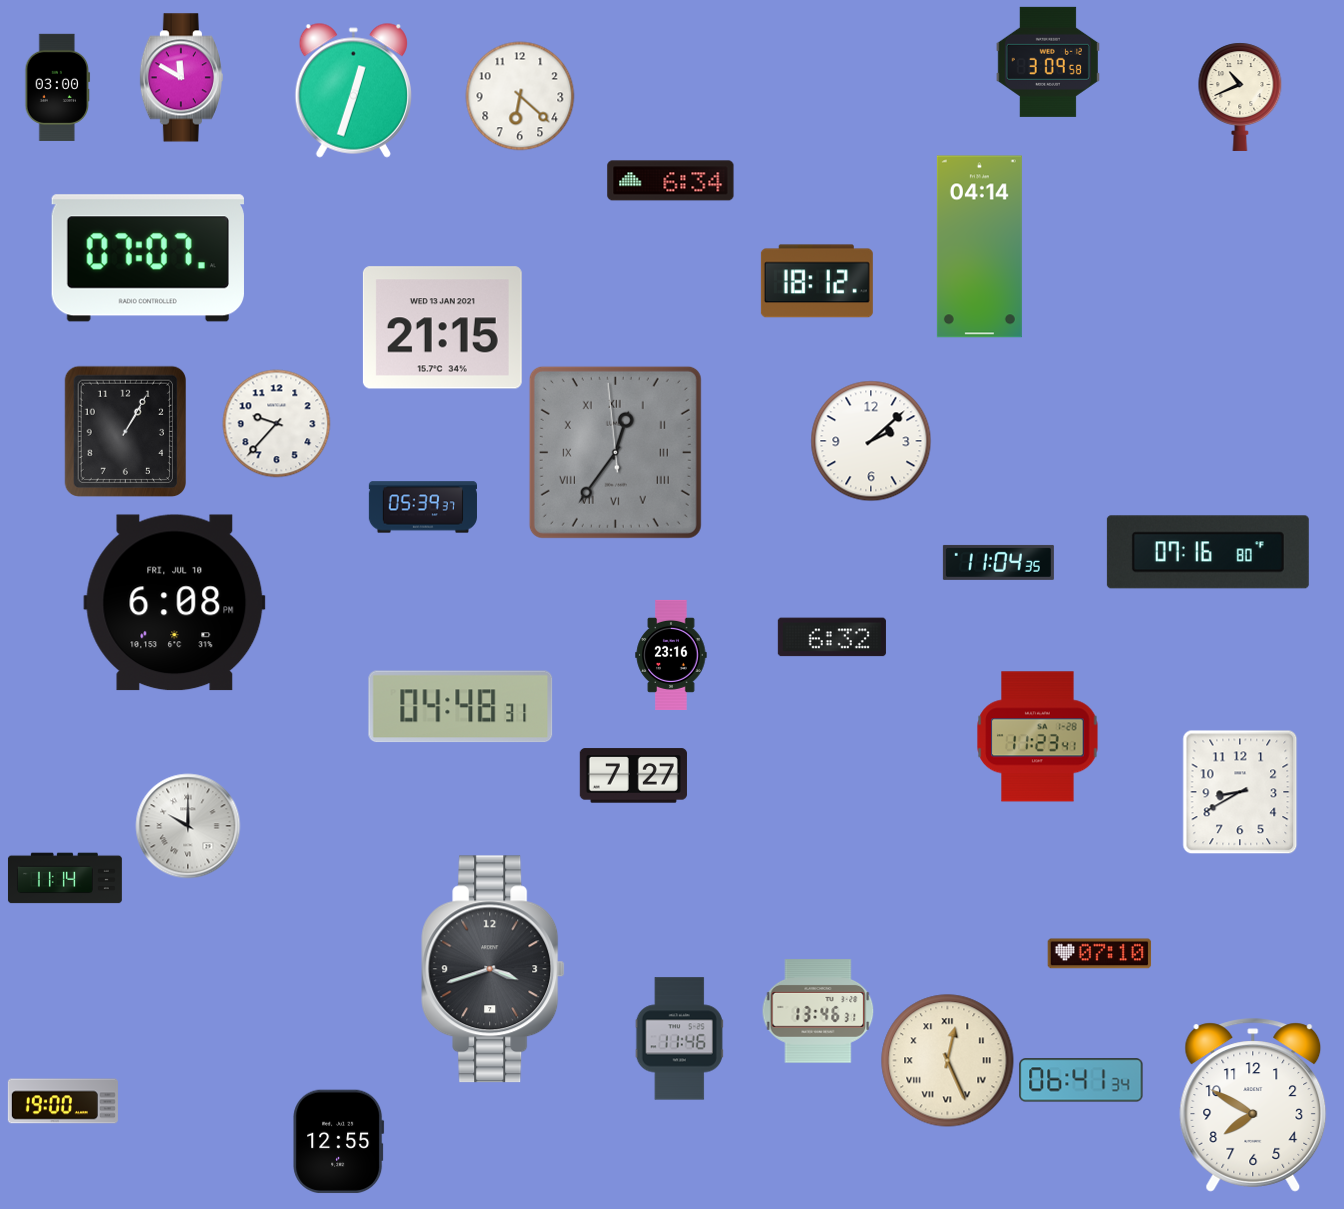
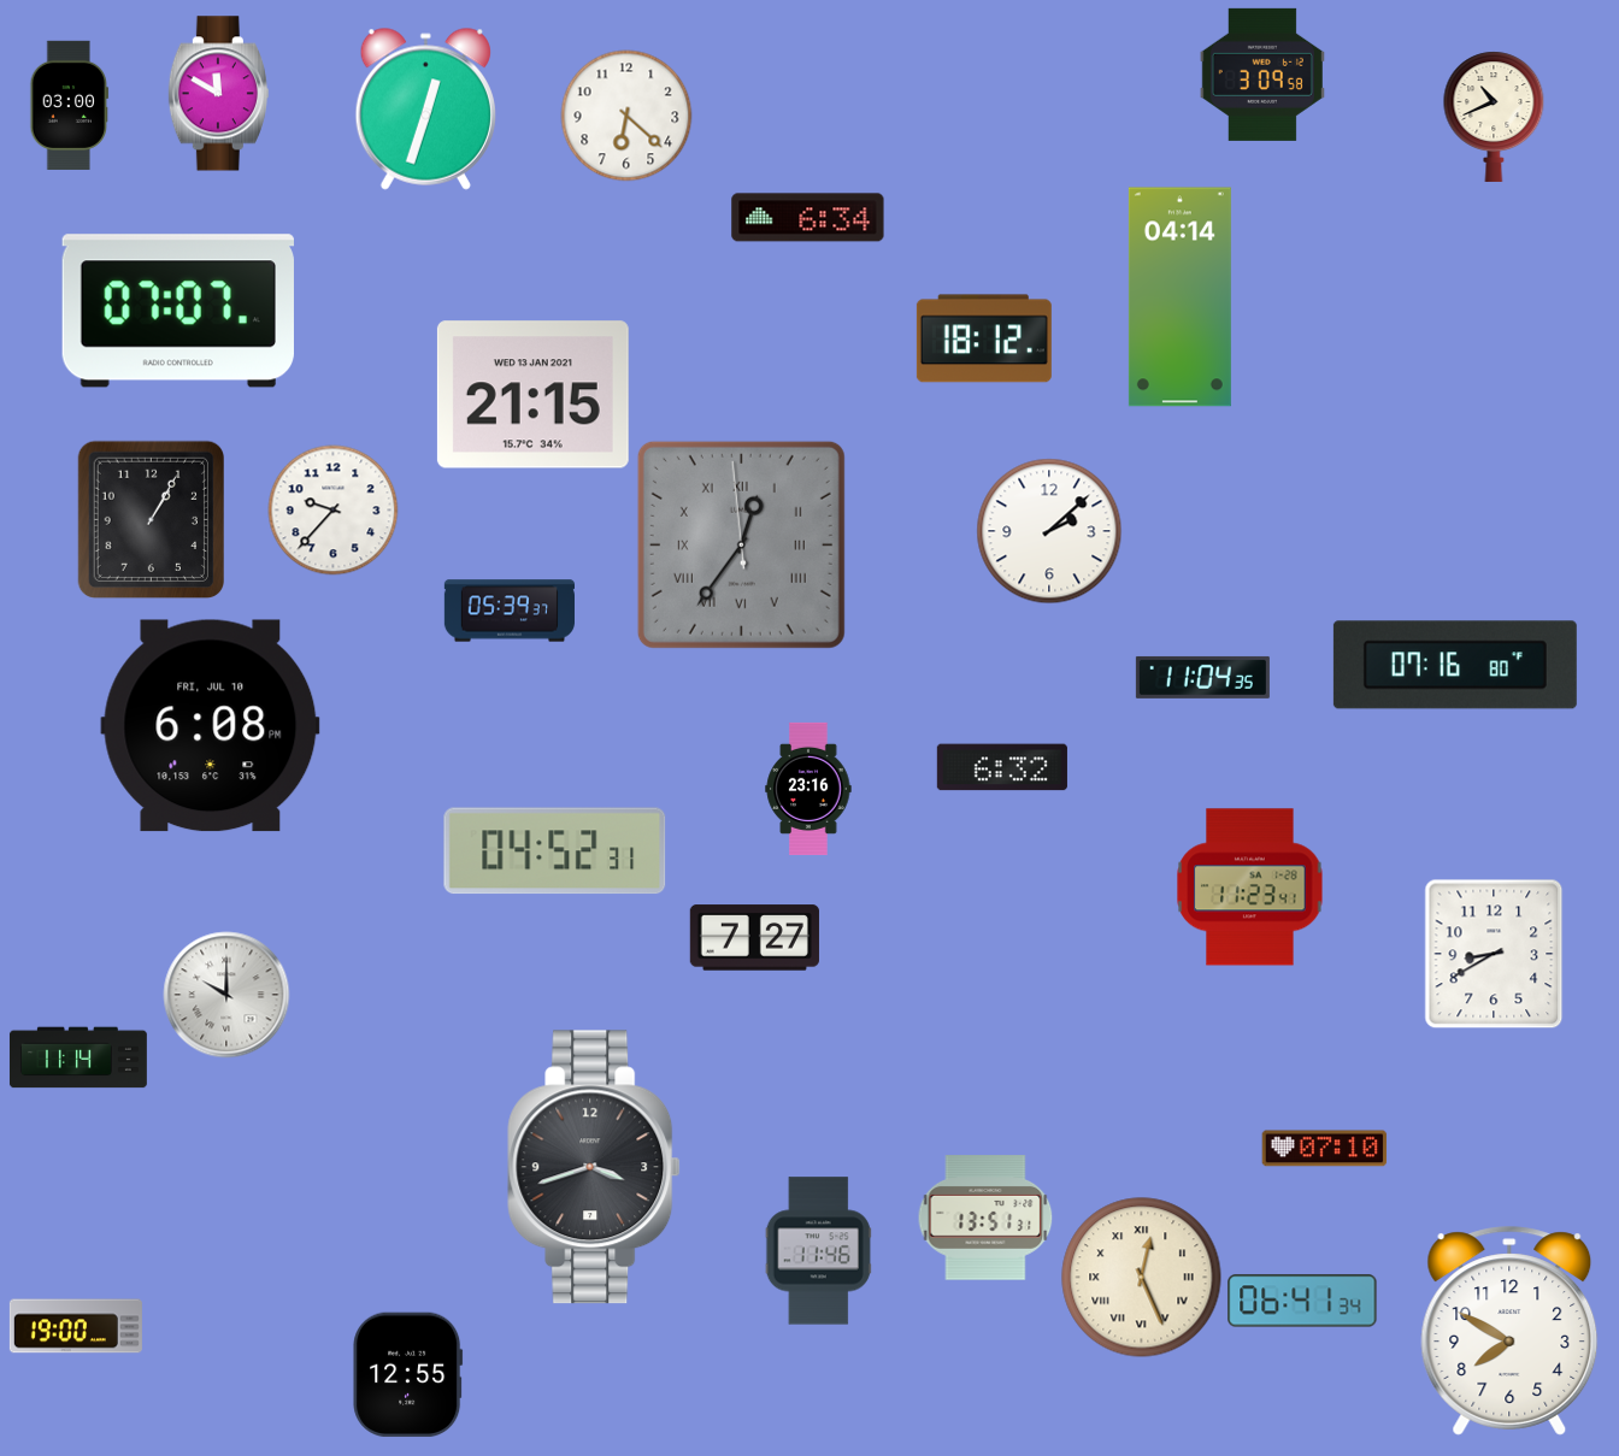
clock at (461, 707): 04:48 -> 04:52
clock at (633, 776) position: (633, 776) -> (754, 938)
clock at (818, 1011): 13:46 -> 13:51
